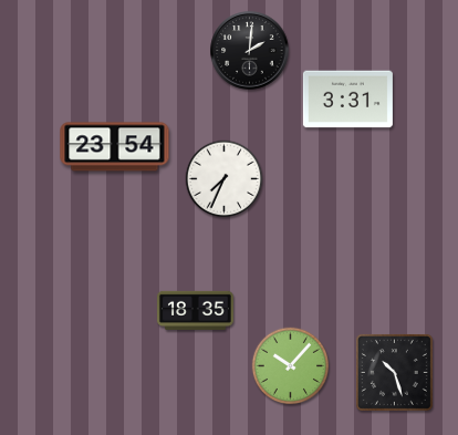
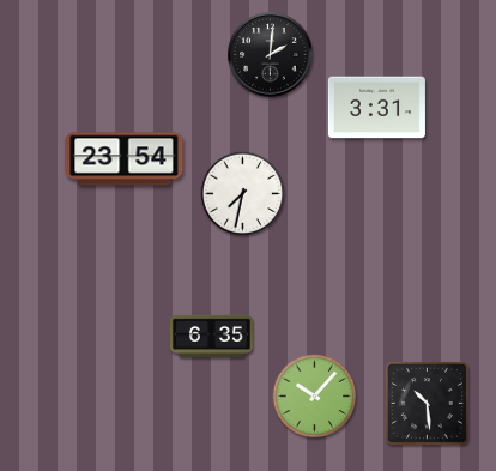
clock at (225, 179): 7:34 -> 7:32
clock at (195, 310): 18:35 -> 6:35
clock at (394, 372): 10:27 -> 10:29
